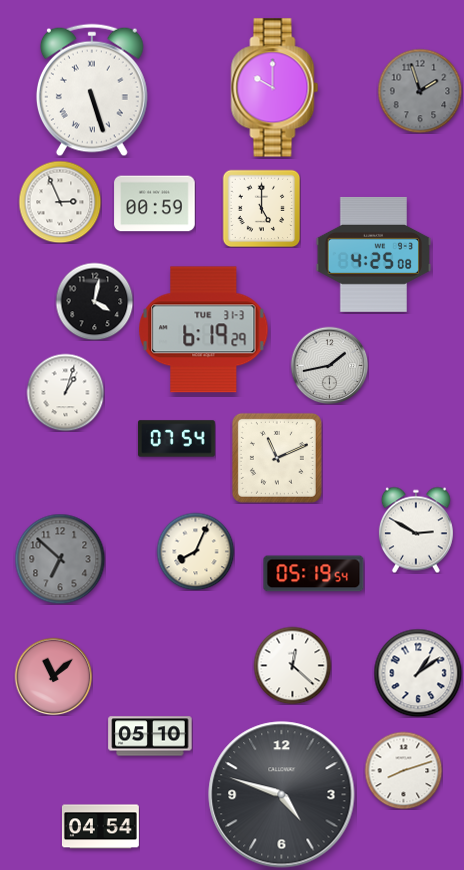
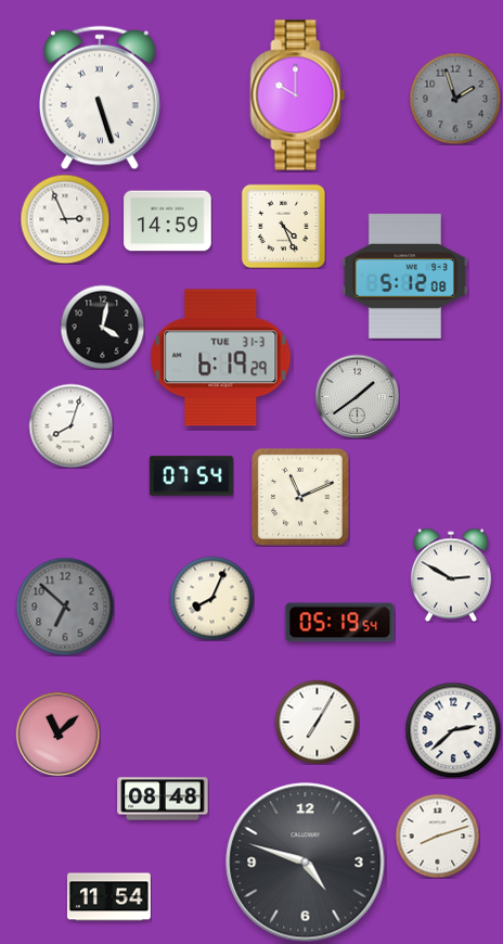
clock at (155, 204): 00:59 -> 14:59
clock at (261, 208): 5:00 -> 4:26
clock at (374, 254): 4:25 -> 5:12
clock at (329, 365): 1:43 -> 1:39
clock at (65, 392): 1:03 -> 8:03
clock at (292, 665): 12:22 -> 7:05
clock at (418, 673): 1:09 -> 2:38
clock at (150, 736): 05:10 -> 08:48
clock at (100, 827): 04:54 -> 11:54
